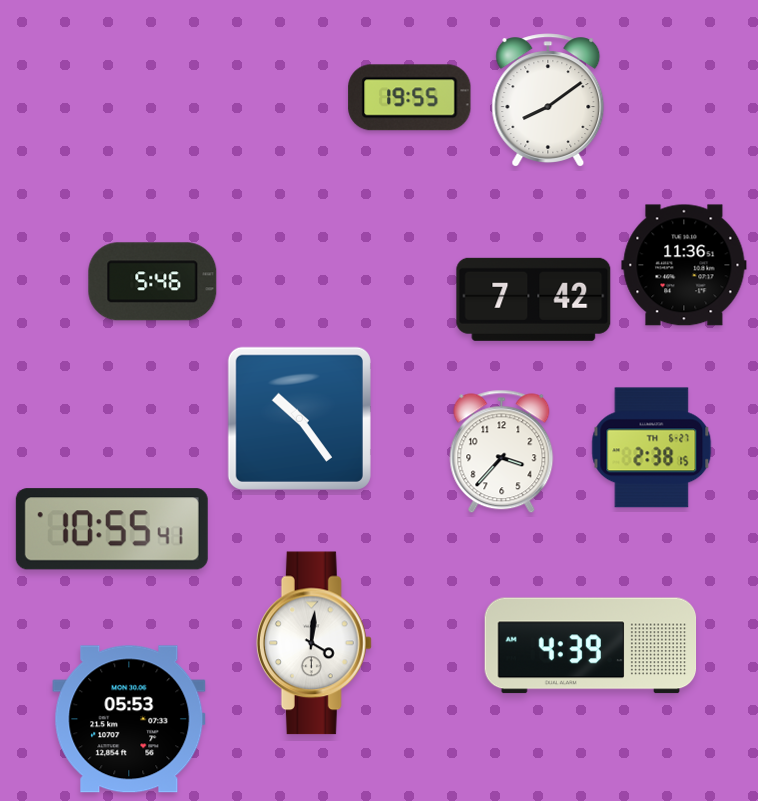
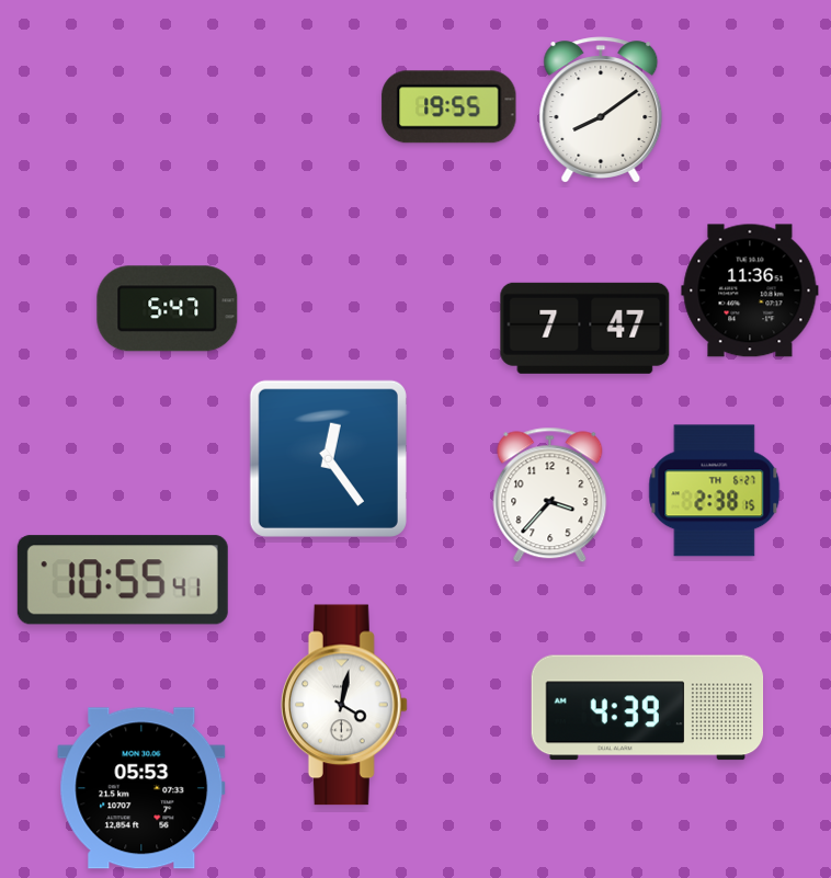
clock at (153, 282): 5:46 -> 5:47
clock at (534, 299): 7:42 -> 7:47
clock at (299, 418): 10:24 -> 12:24
clock at (314, 643): 4:01 -> 4:02
